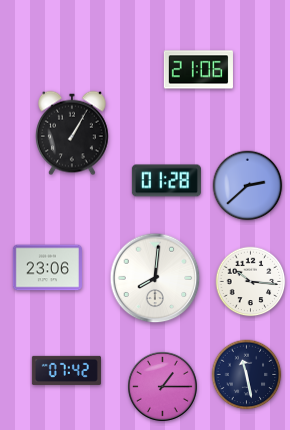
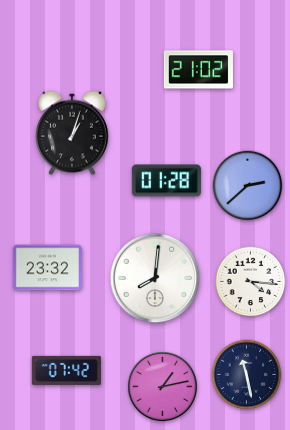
clock at (198, 70): 21:06 -> 21:02
clock at (73, 133): 1:05 -> 1:03
clock at (47, 268): 23:06 -> 23:32
clock at (251, 282): 10:16 -> 4:16
clock at (162, 386): 1:15 -> 1:13
